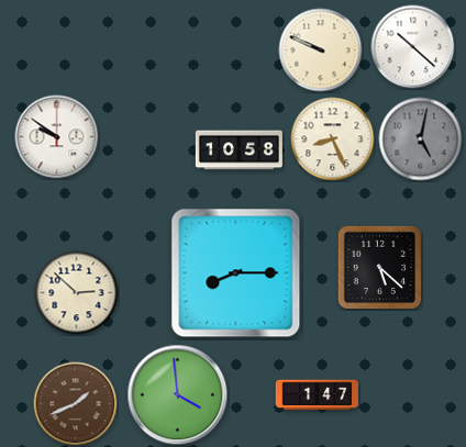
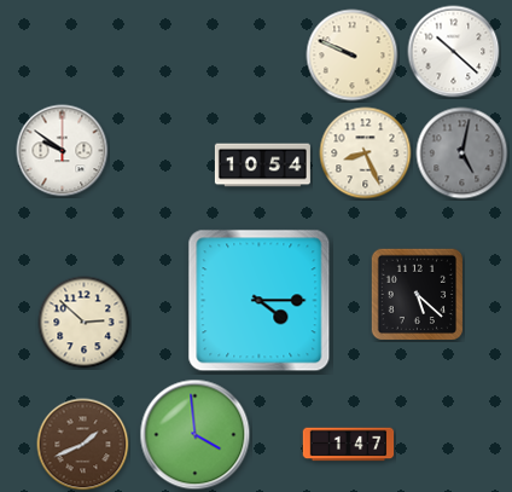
clock at (238, 150): 10:58 -> 10:54
clock at (236, 273): 8:15 -> 4:15
clock at (318, 395) position: (318, 395) -> (349, 445)
